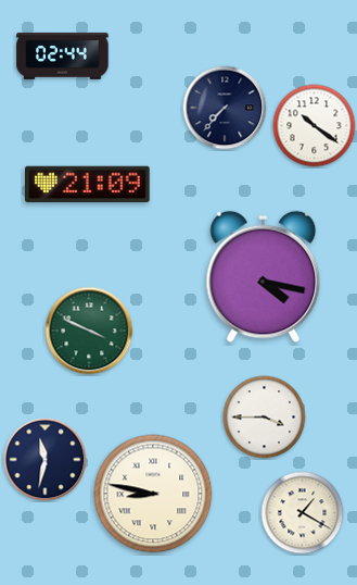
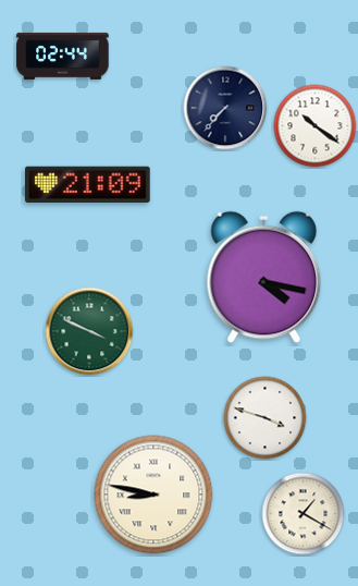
clock at (265, 418): 3:45 -> 3:48
clock at (46, 460): 11:32 -> none
